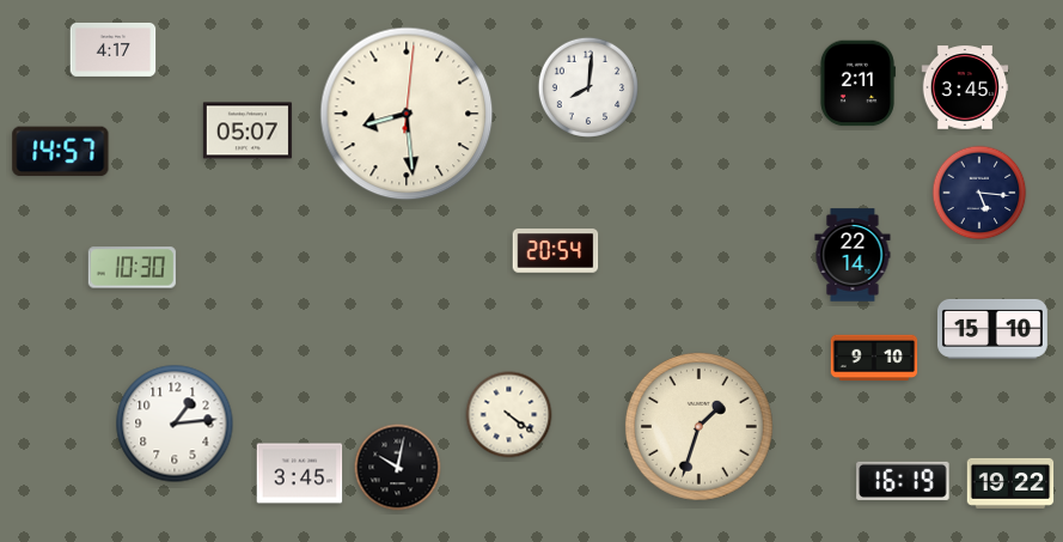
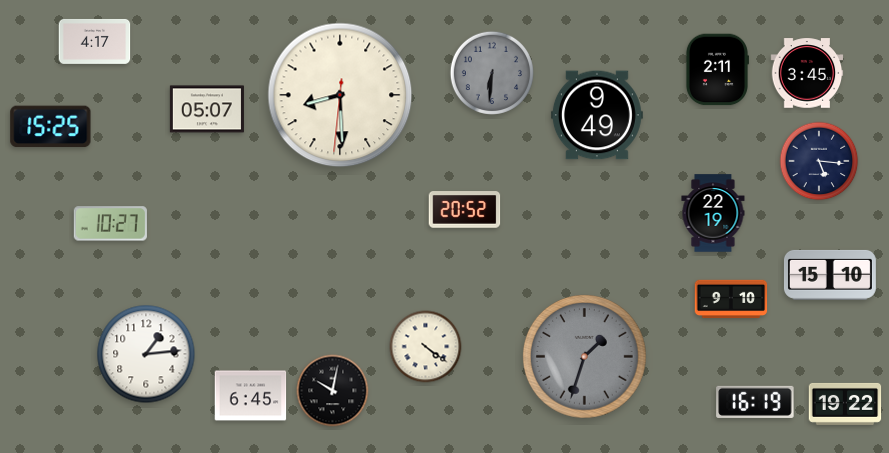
clock at (588, 87): 8:01 -> 6:31
clock at (588, 87) dial: white -> grey
clock at (407, 114): 8:29:01 -> 8:29:31
clock at (597, 115): none -> 9:49
clock at (61, 152): 14:57 -> 15:25
clock at (556, 251): 20:54 -> 20:52
clock at (853, 255): 22:14 -> 22:19
clock at (132, 268): 10:30 -> 10:27
clock at (698, 426) dial: cream -> grey
clock at (300, 474): 3:45 -> 6:45
